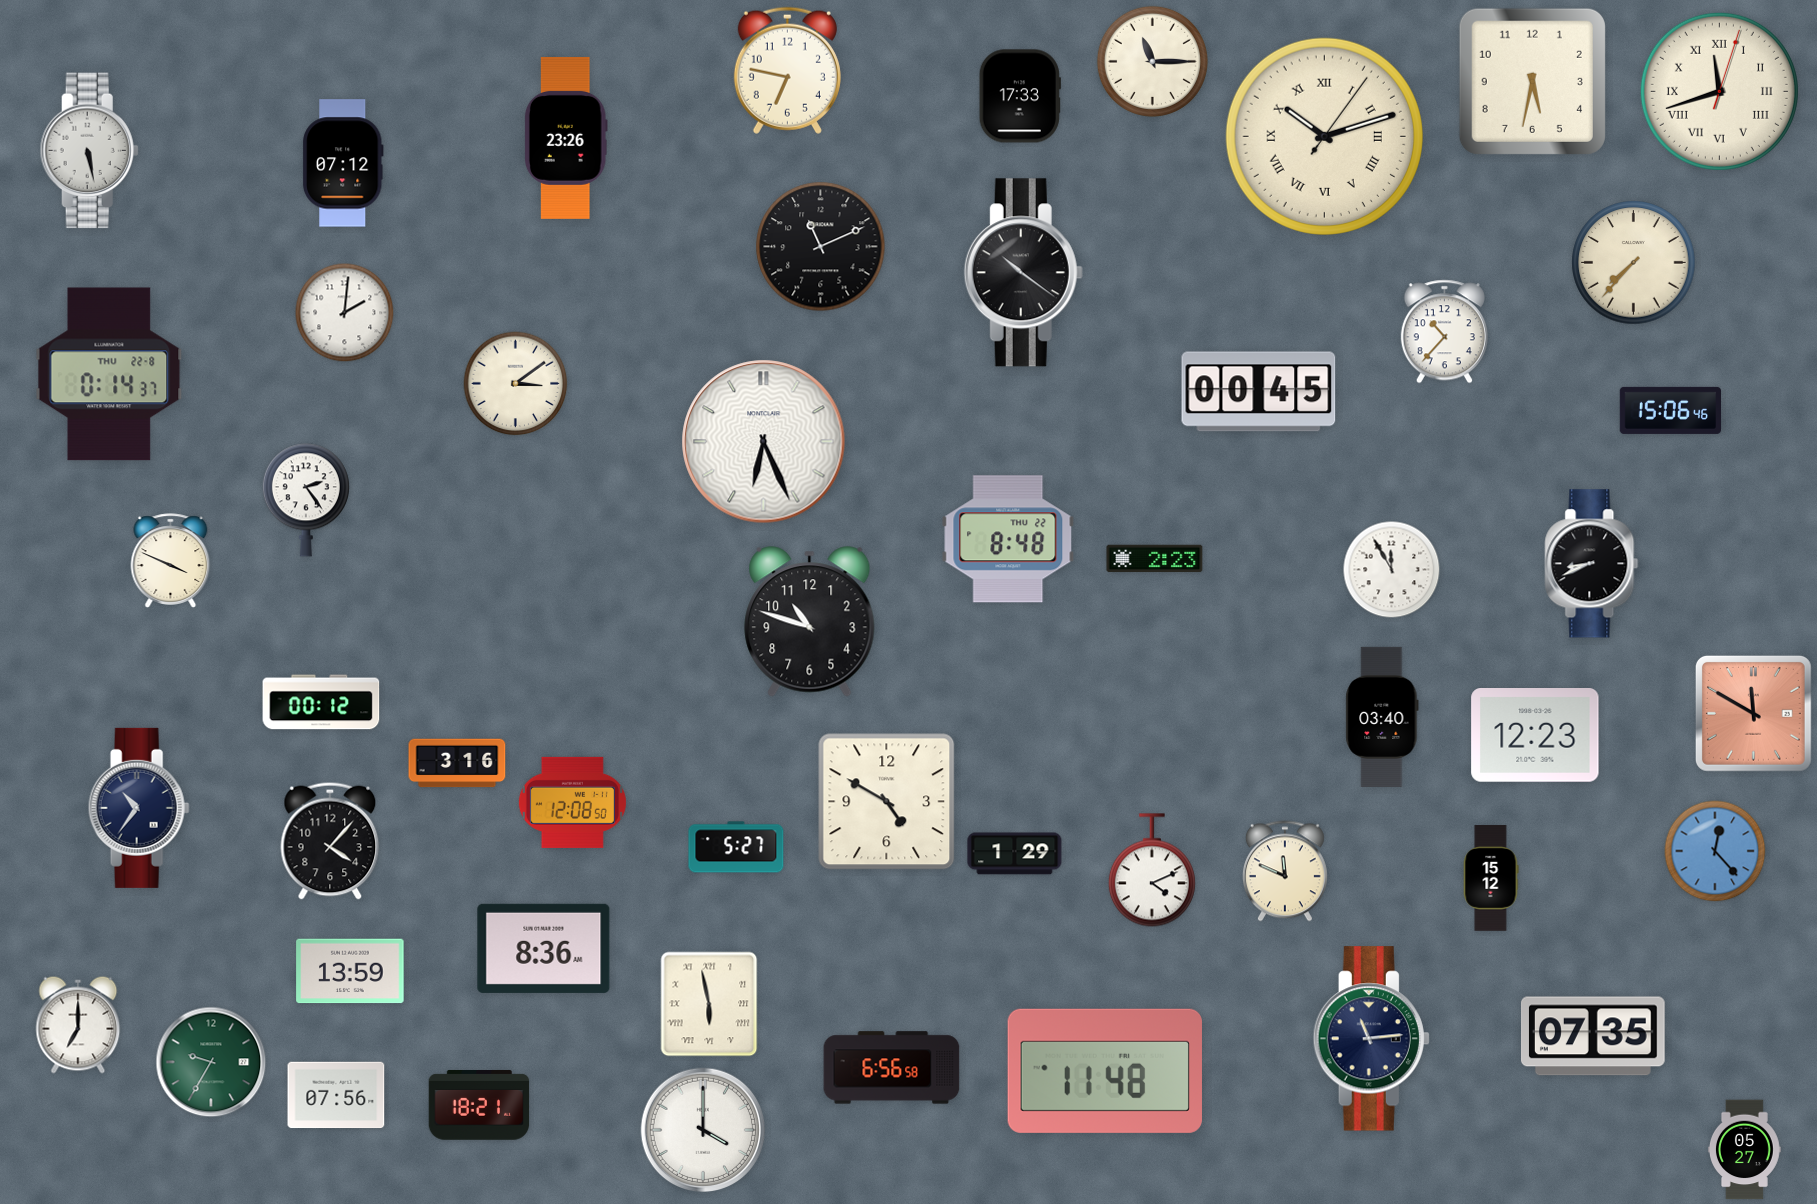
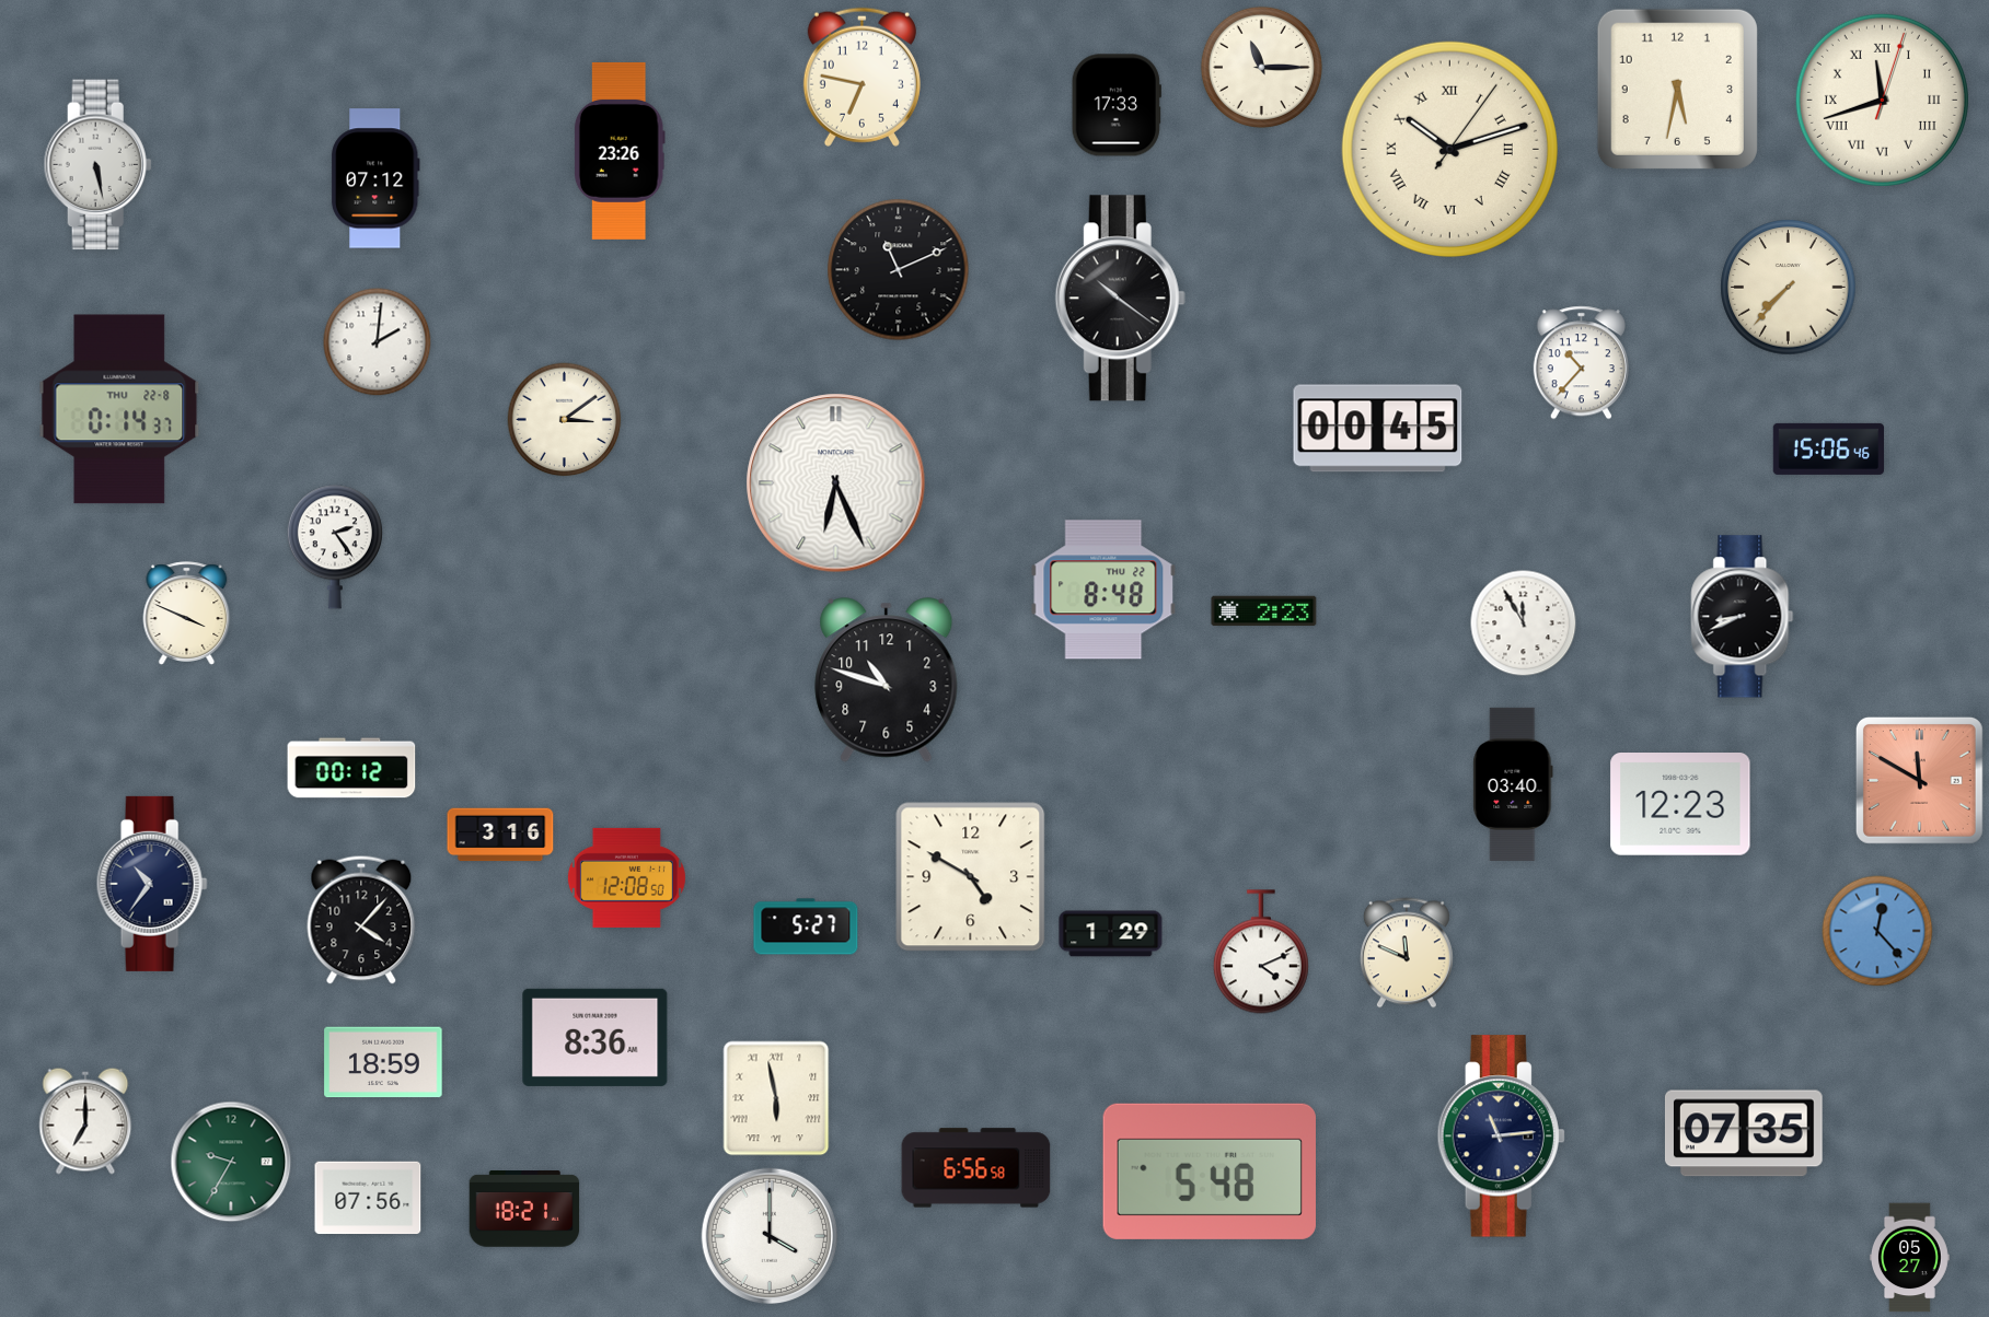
clock at (1491, 878): 15:12 -> none
clock at (350, 971): 13:59 -> 18:59
clock at (1105, 1071): 11:48 -> 5:48
